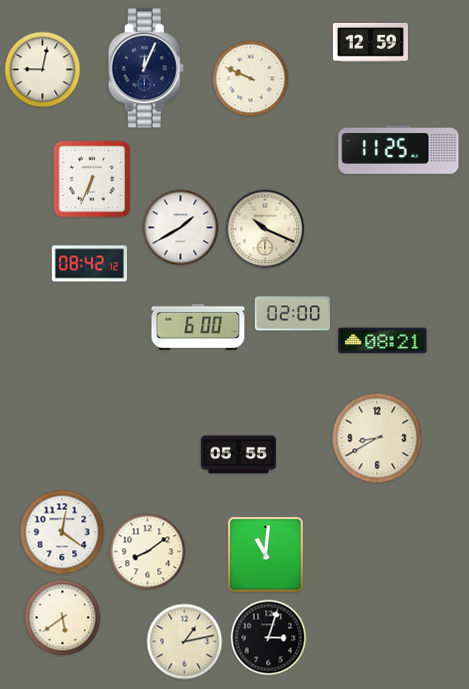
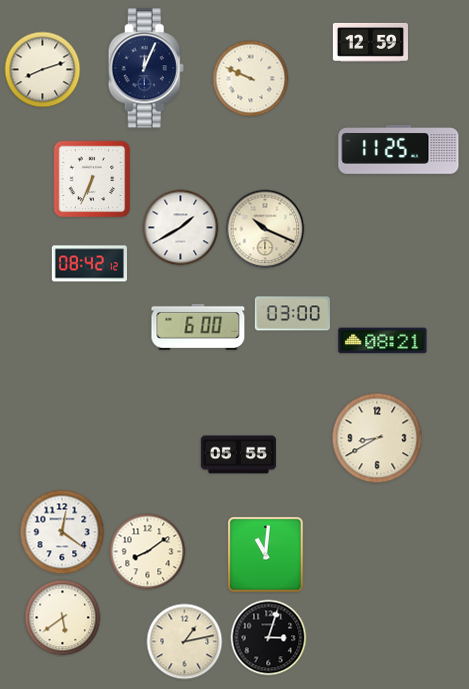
clock at (43, 70): 9:02 -> 8:12
clock at (292, 314): 02:00 -> 03:00
